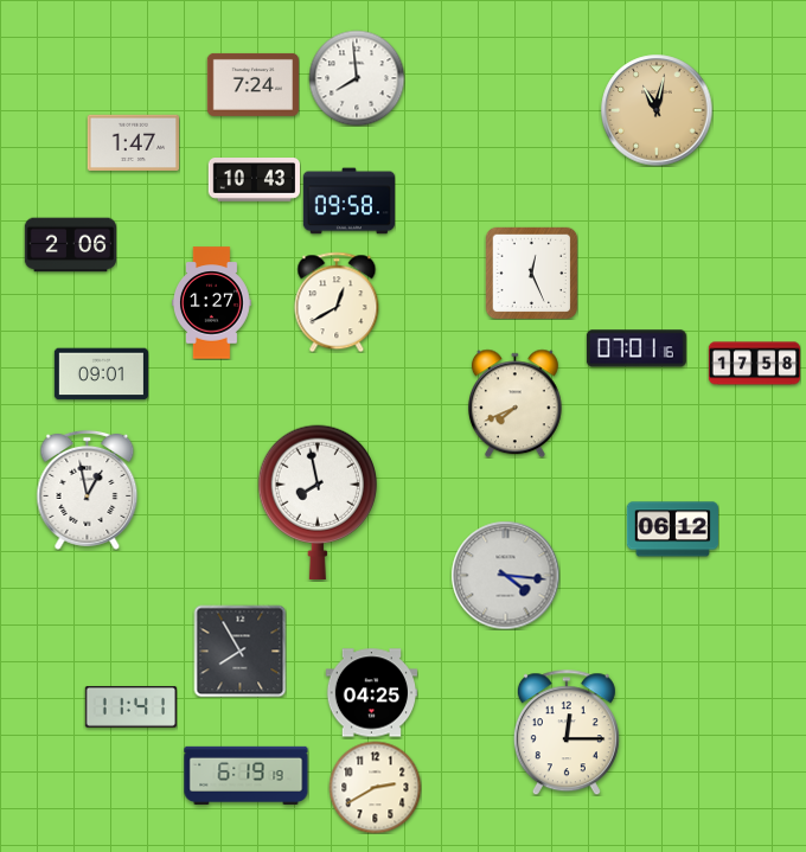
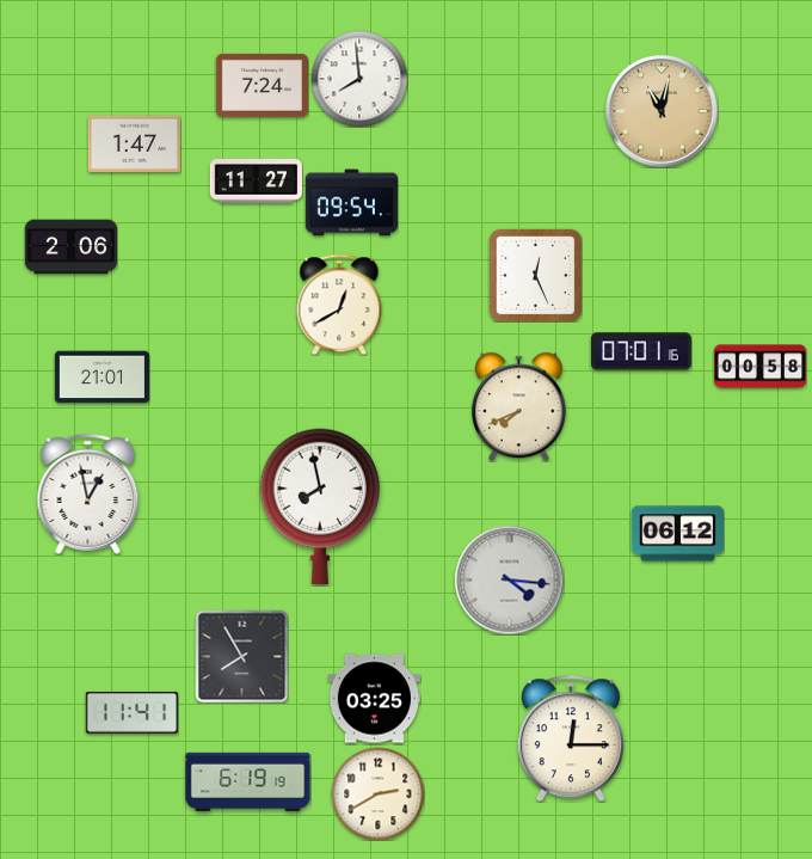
clock at (252, 84) position: (252, 84) -> (262, 85)
clock at (254, 180): 10:43 -> 11:27
clock at (348, 201): 09:58 -> 09:54
clock at (211, 303): 1:27 -> none
clock at (754, 364): 17:58 -> 00:58
clock at (101, 374): 09:01 -> 21:01
clock at (371, 693): 04:25 -> 03:25
